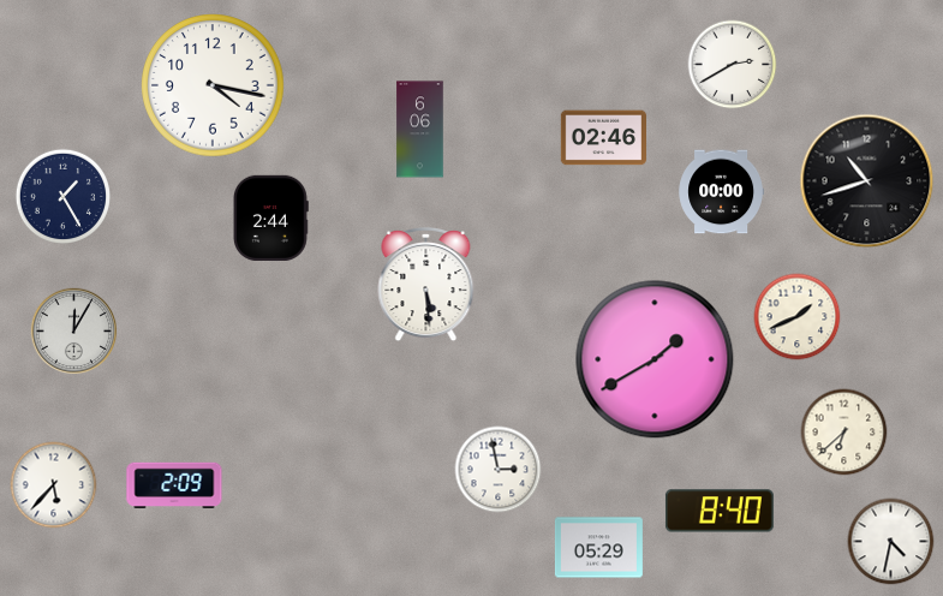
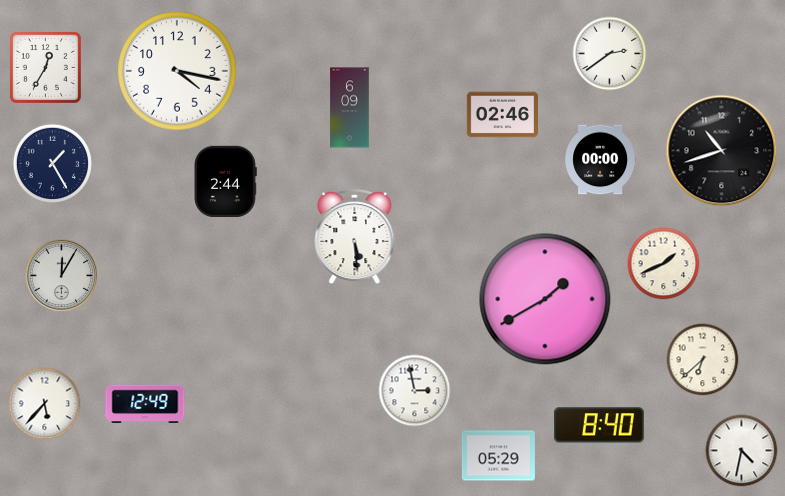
clock at (733, 65): 2:40 -> 2:39
clock at (45, 67): none -> 12:35
clock at (420, 130): 6:06 -> 6:09
clock at (174, 484): 2:09 -> 12:49
